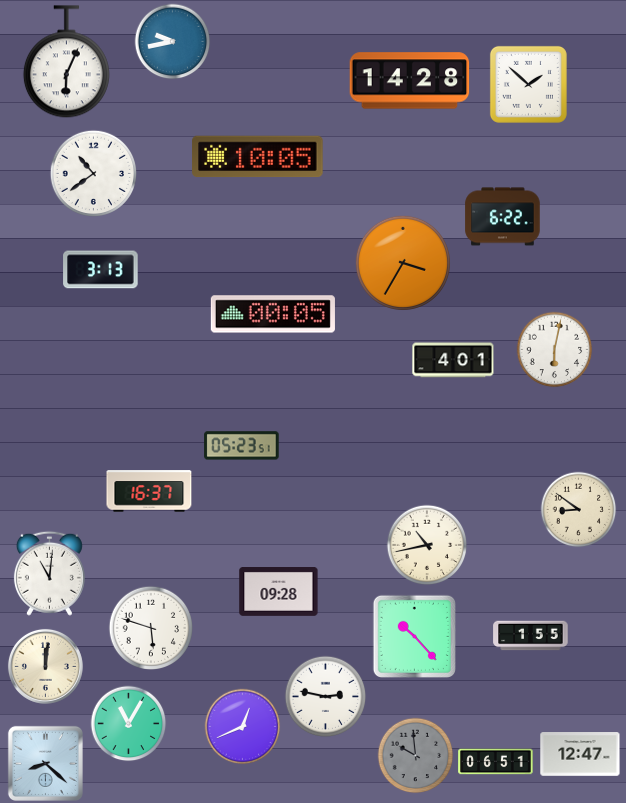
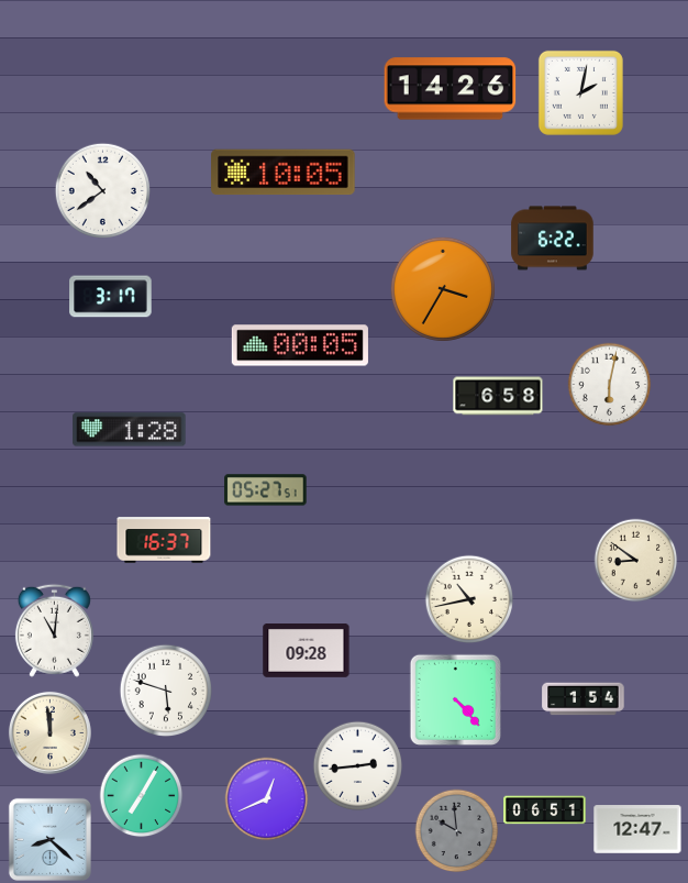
clock at (173, 42): 9:43 -> none
clock at (66, 62): 6:04 -> none
clock at (410, 81): 14:28 -> 14:26
clock at (528, 84): 1:52 -> 2:02
clock at (101, 270): 3:13 -> 3:17
clock at (453, 360): 4:01 -> 6:58
clock at (130, 430): none -> 1:28
clock at (242, 446): 05:23 -> 05:27
clock at (414, 636): 10:23 -> 4:23
clock at (531, 636): 1:55 -> 1:54
clock at (45, 666): 12:01 -> 11:59
clock at (326, 697): 2:47 -> 2:44
clock at (129, 724): 11:05 -> 7:05
clock at (496, 762) position: (496, 762) -> (545, 810)
